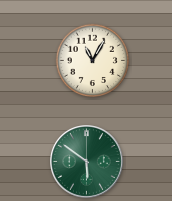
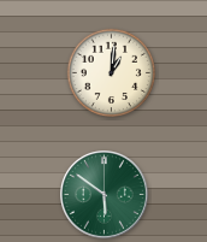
clock at (93, 61): 11:05 -> 1:01
